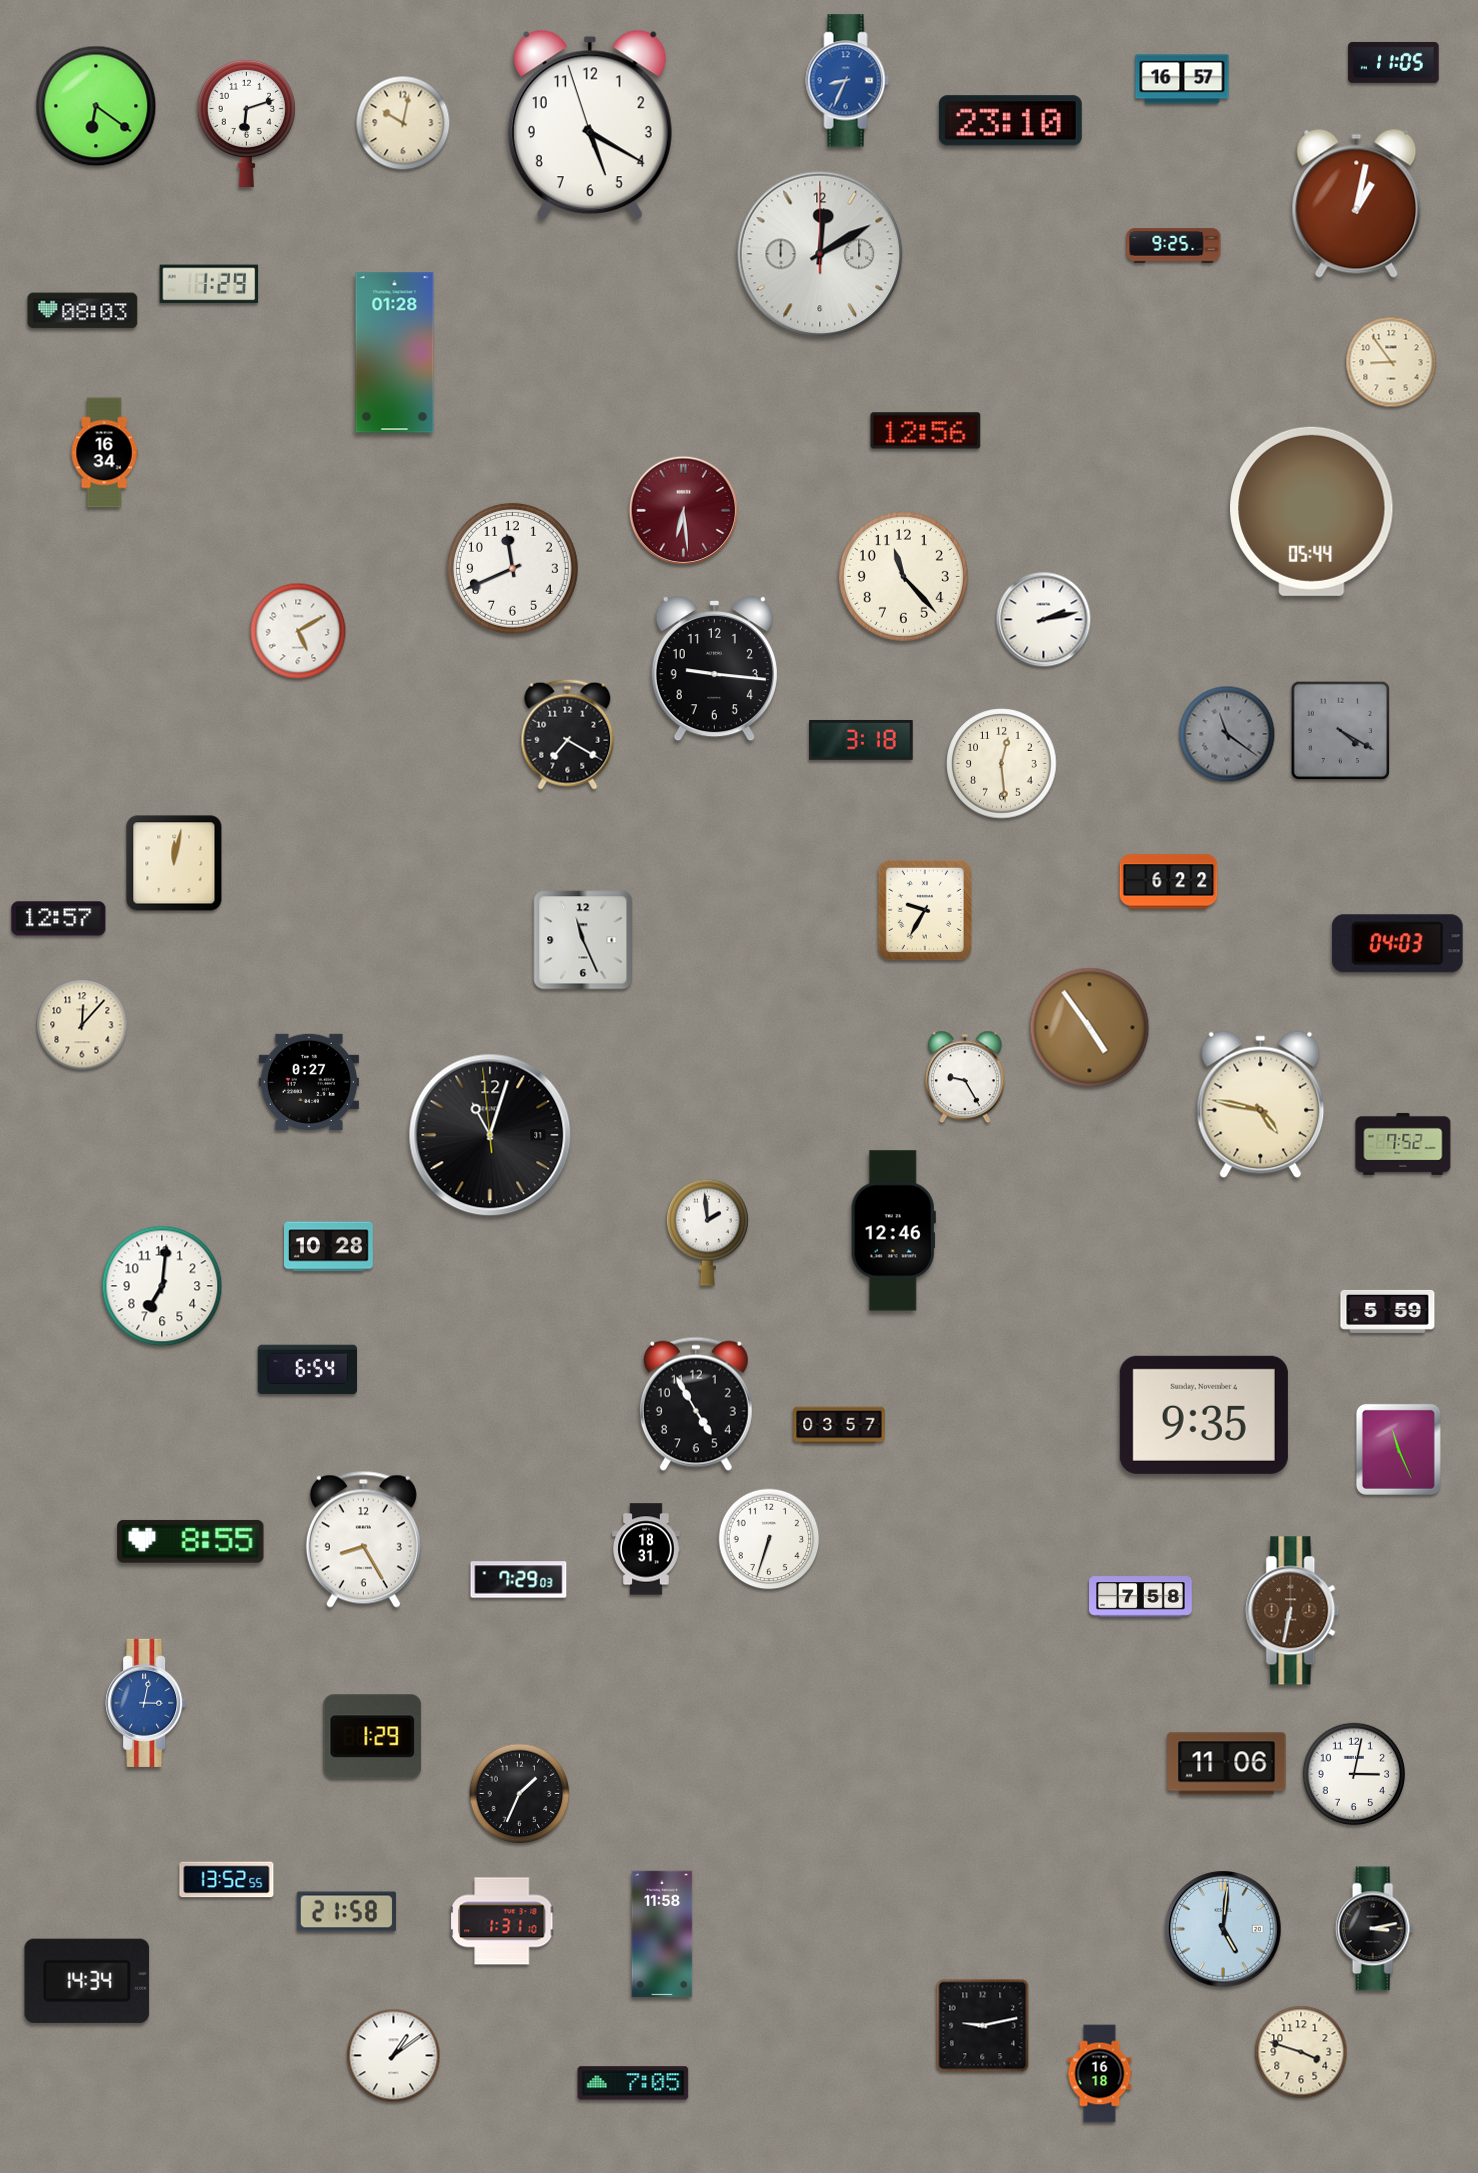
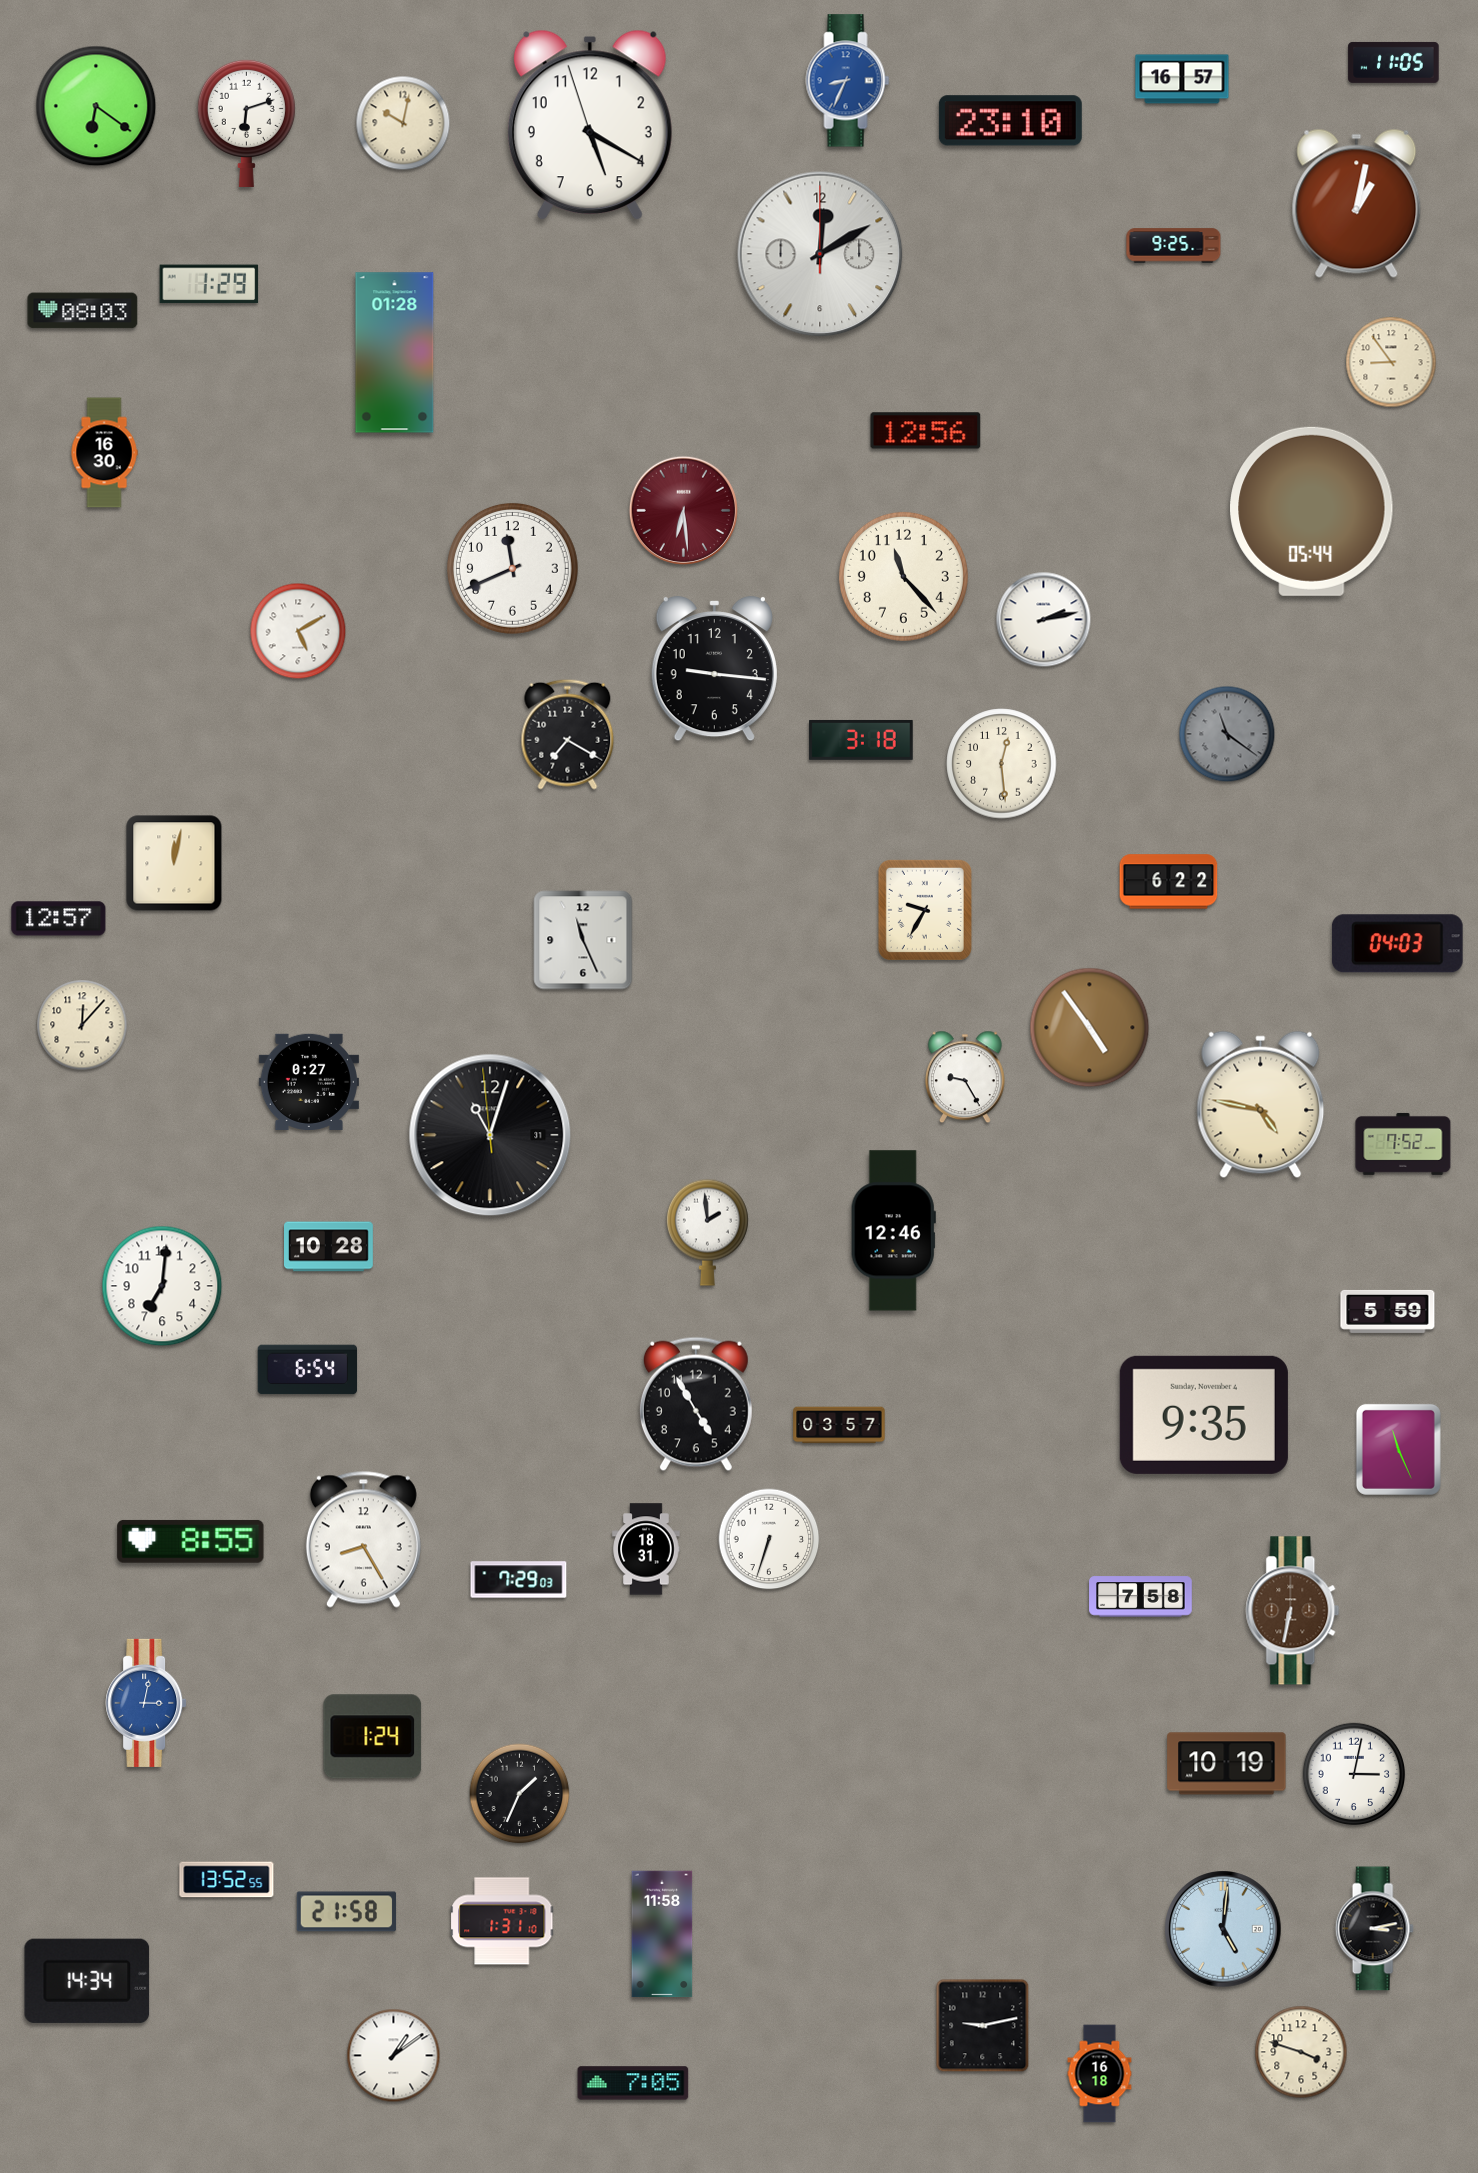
clock at (104, 453): 16:34 -> 16:30
clock at (1341, 731): 4:20 -> none
clock at (373, 1737): 1:29 -> 1:24
clock at (1227, 1764): 11:06 -> 10:19
